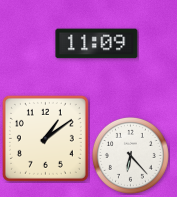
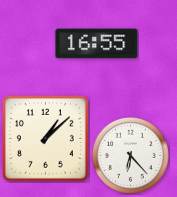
clock at (97, 44): 11:09 -> 16:55
clock at (45, 138): 1:09 -> 1:08
